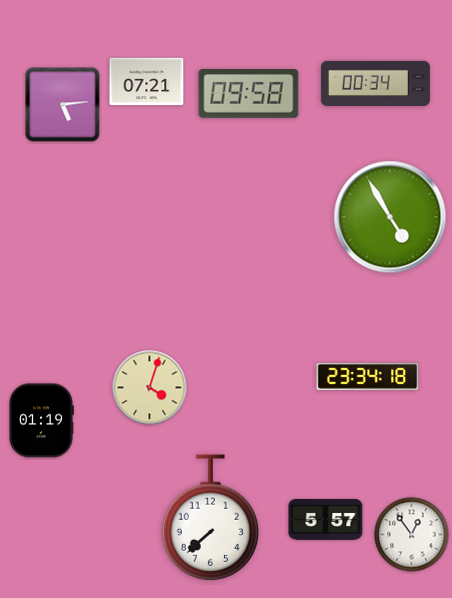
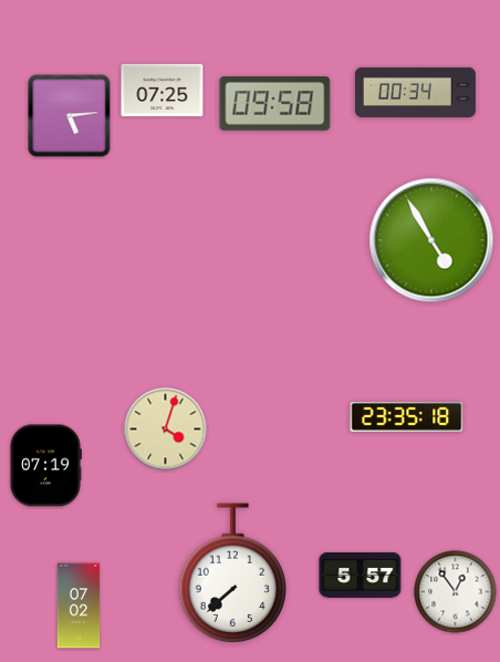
clock at (147, 82): 07:21 -> 07:25
clock at (368, 376): 23:34 -> 23:35
clock at (42, 421): 01:19 -> 07:19
clock at (79, 606): none -> 07:02
